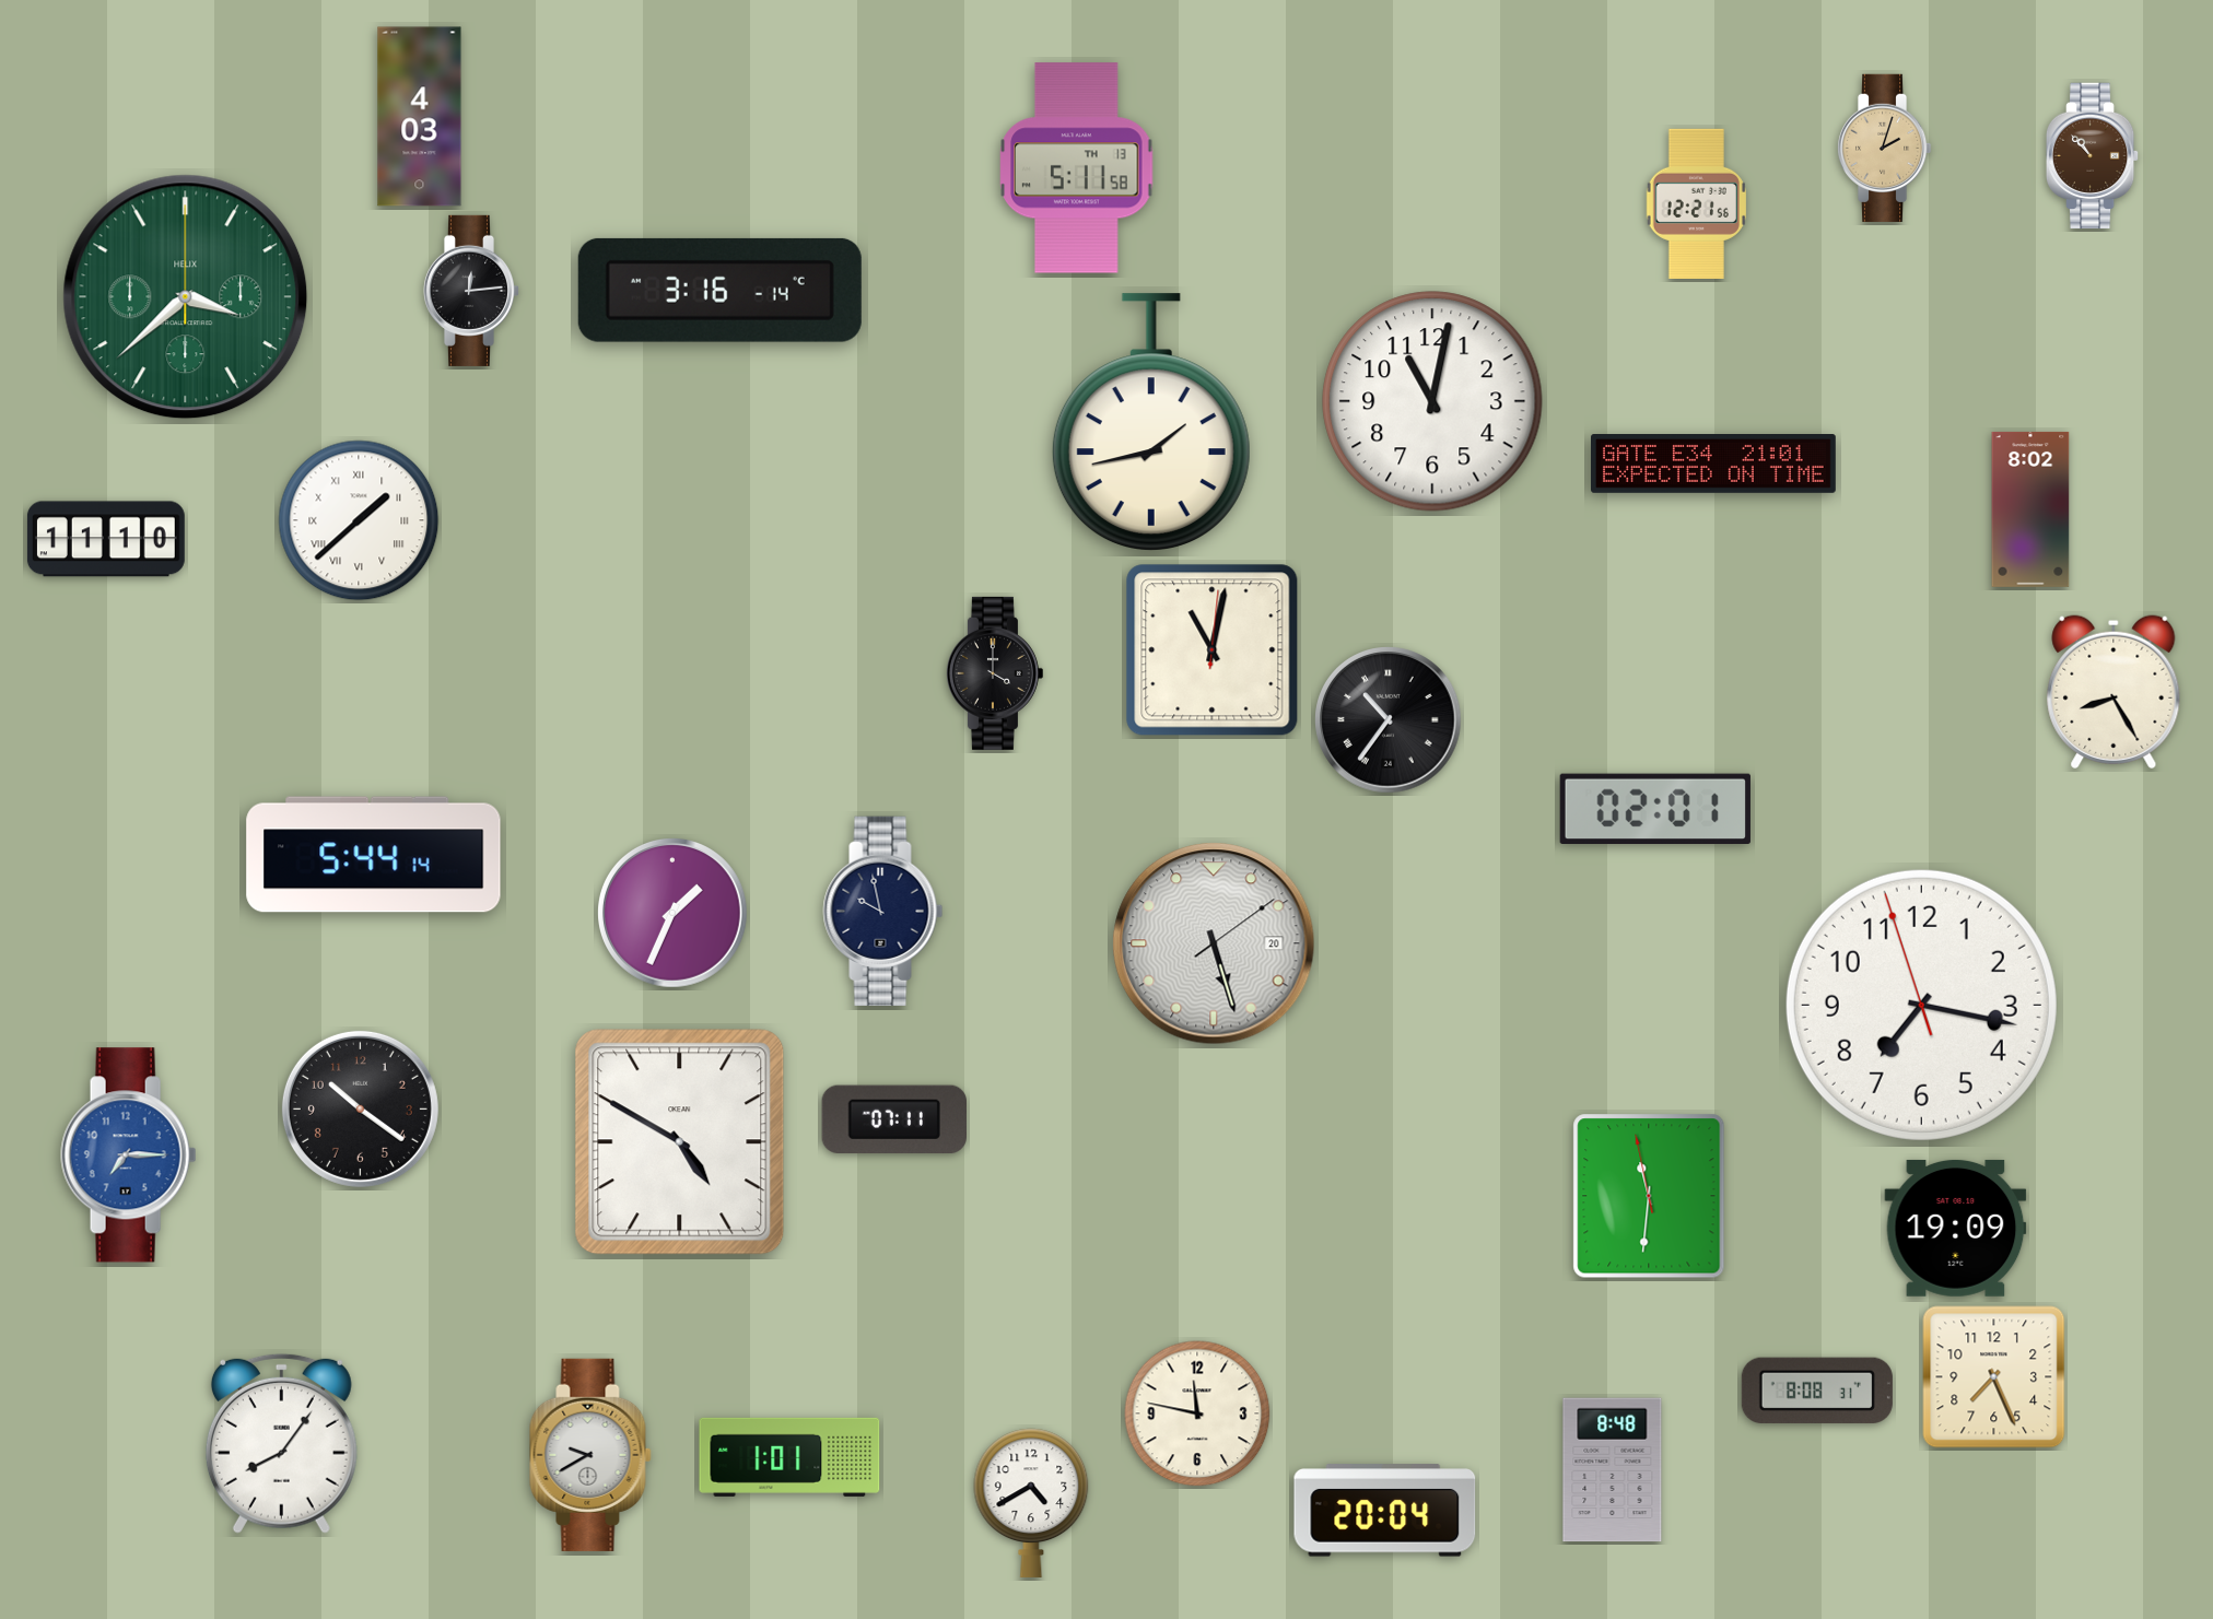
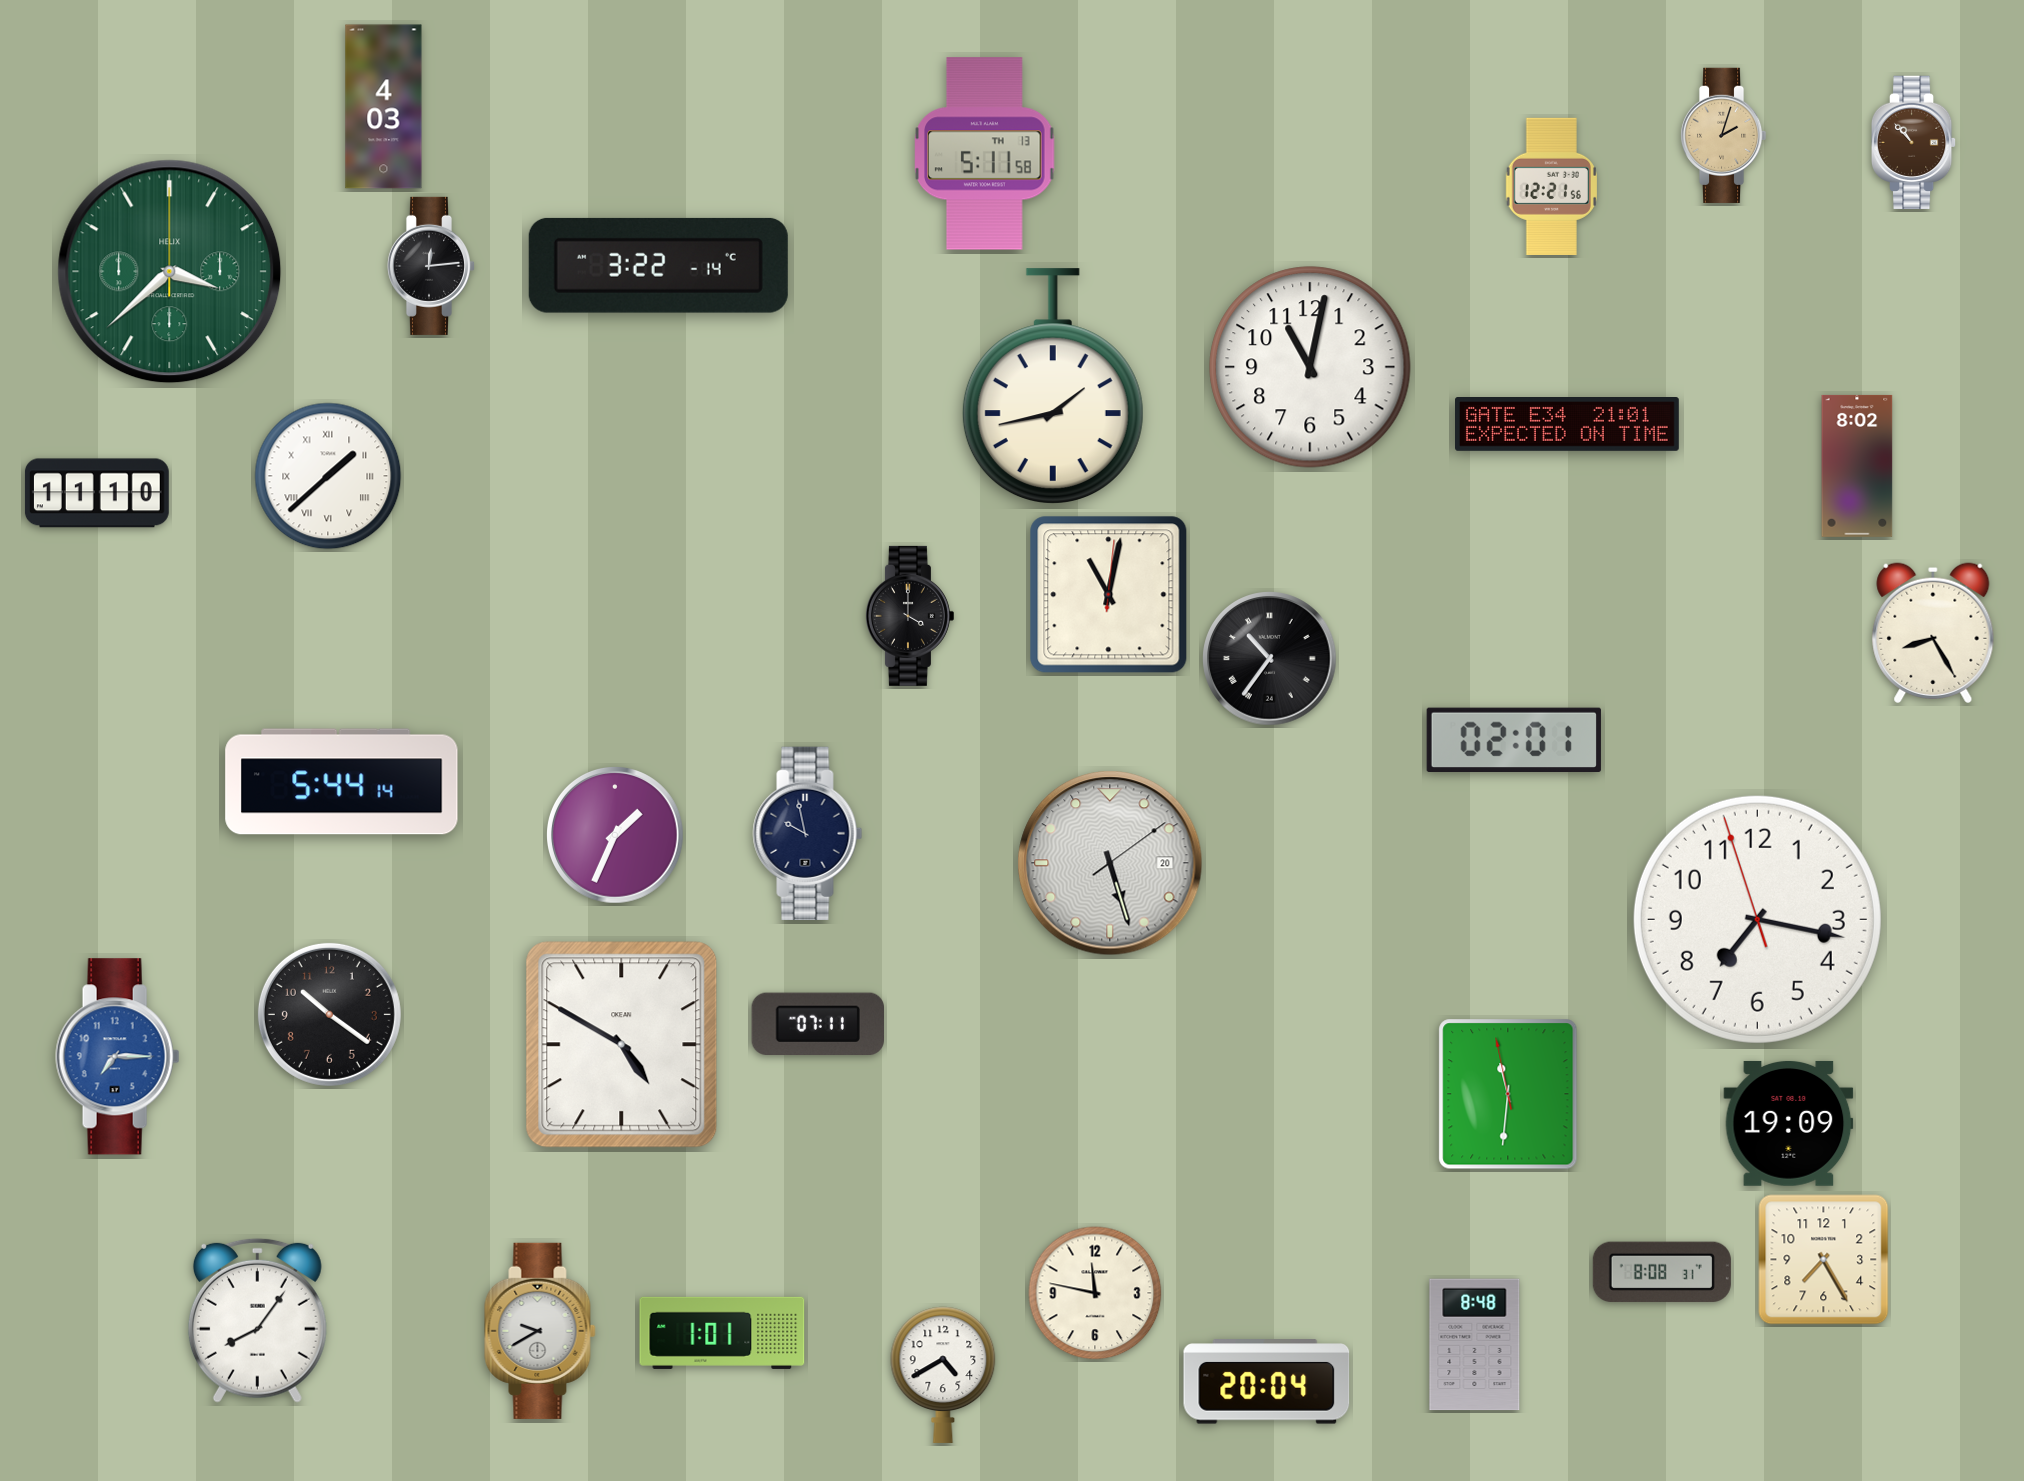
clock at (719, 290): 3:16 -> 3:22
clock at (1994, 1377): 7:26 -> 7:25
